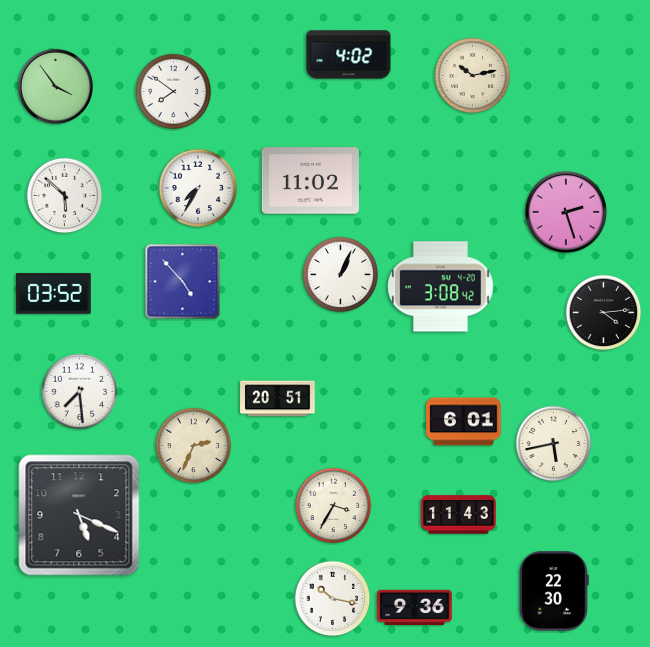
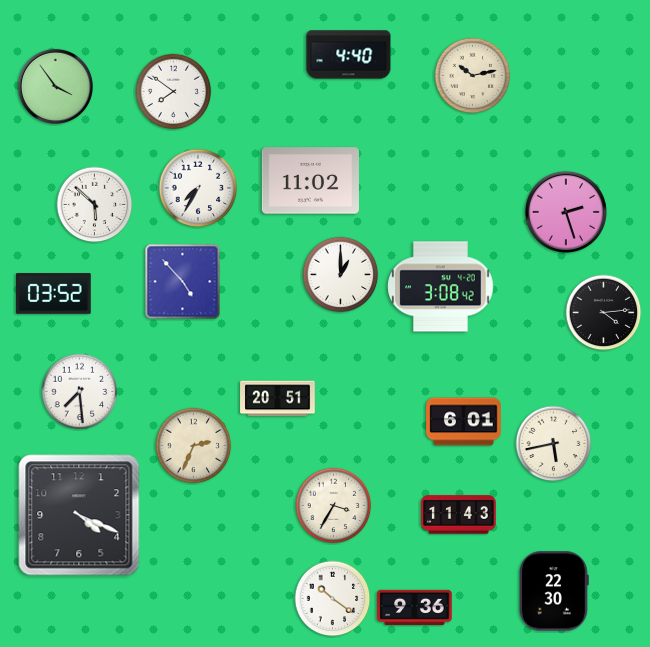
clock at (349, 55): 4:02 -> 4:40
clock at (65, 196) position: (65, 196) -> (95, 205)
clock at (341, 275): 1:04 -> 1:00
clock at (79, 515): 5:19 -> 4:19
clock at (333, 599): 10:17 -> 10:21
